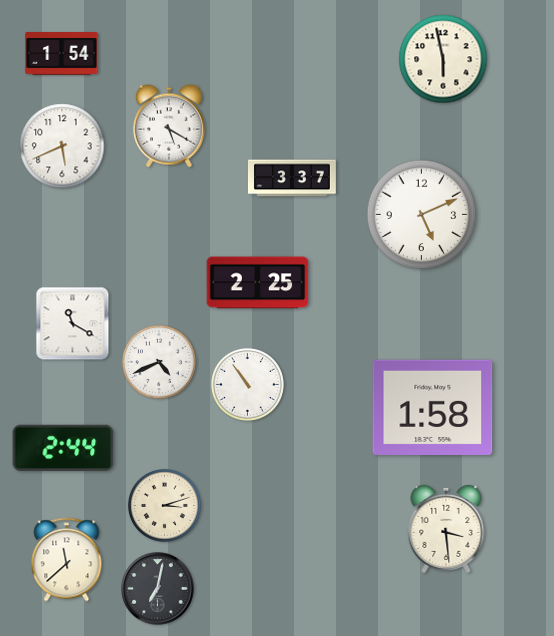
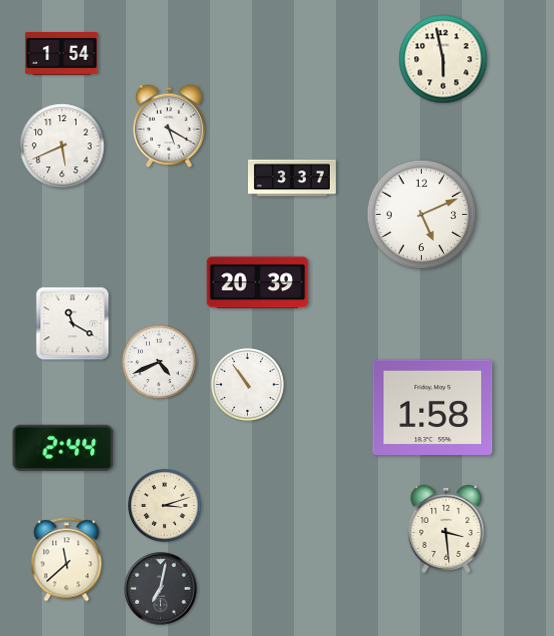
clock at (258, 283): 2:25 -> 20:39
clock at (158, 589) position: (158, 589) -> (161, 589)
